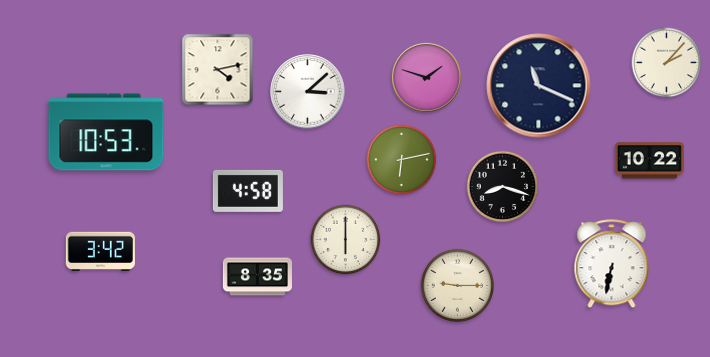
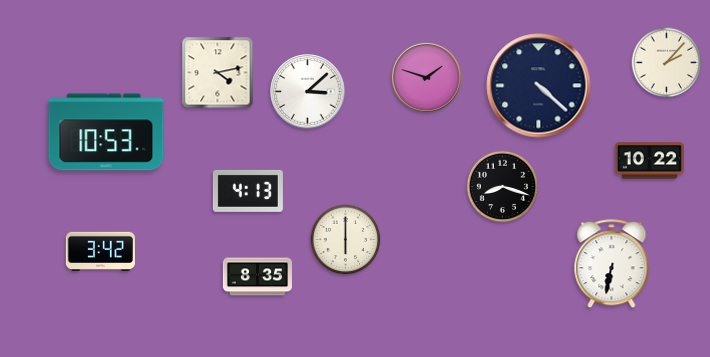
clock at (218, 70) position: (218, 70) -> (218, 73)
clock at (539, 86): 11:19 -> 4:22
clock at (402, 160): 6:13 -> none
clock at (248, 191): 4:58 -> 4:13
clock at (457, 285): 9:15 -> none
